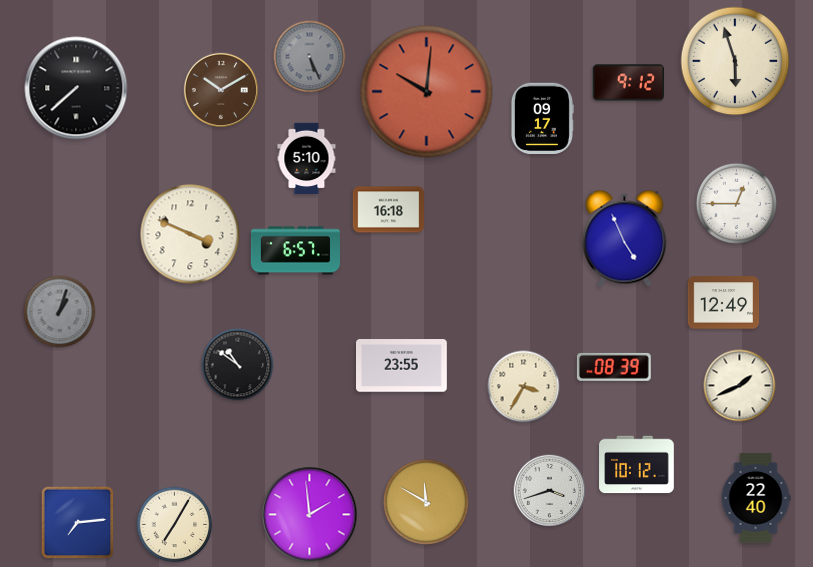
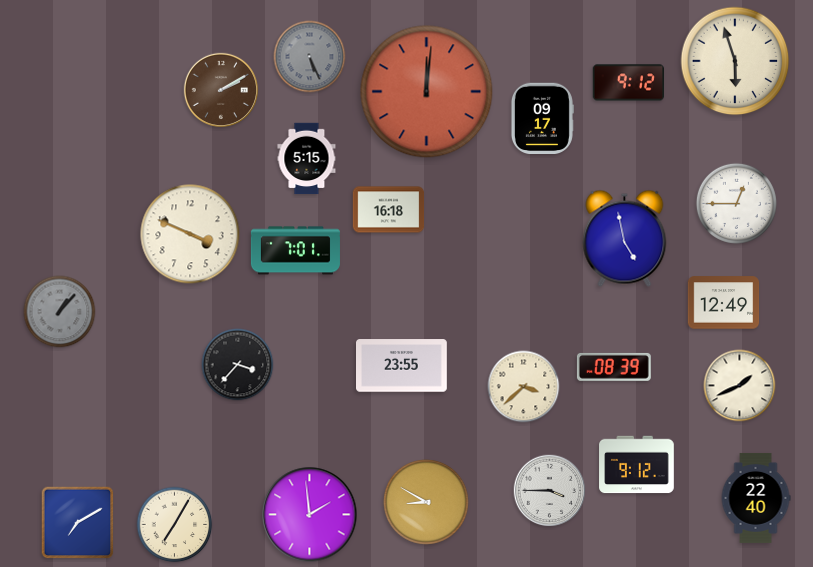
clock at (76, 88): 7:38 -> none
clock at (220, 89): 10:10 -> 2:10
clock at (427, 92): 10:01 -> 12:01
clock at (307, 159): 5:10 -> 5:15
clock at (625, 238): 4:56 -> 4:58
clock at (295, 251): 6:57 -> 7:01
clock at (60, 312): 1:03 -> 1:07
clock at (238, 365): 10:51 -> 3:37
clock at (524, 387): 3:35 -> 3:38
clock at (637, 465): 10:12 -> 9:12
clock at (550, 491): 3:42 -> 3:45
clock at (427, 503): 11:50 -> 8:50
clock at (78, 523): 7:14 -> 7:10
